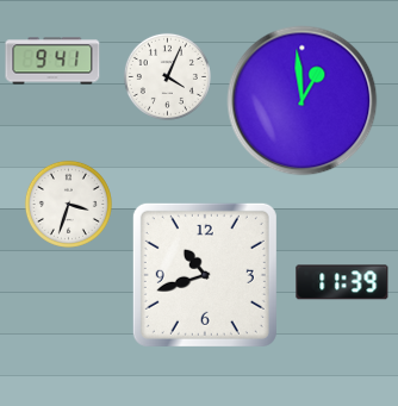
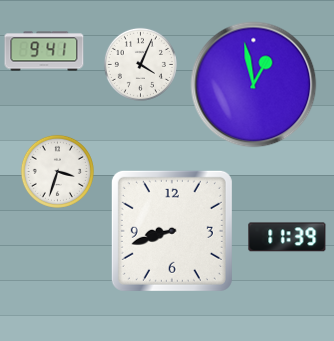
clock at (303, 101): 12:59 -> 12:58
clock at (205, 275): 10:42 -> 8:42
